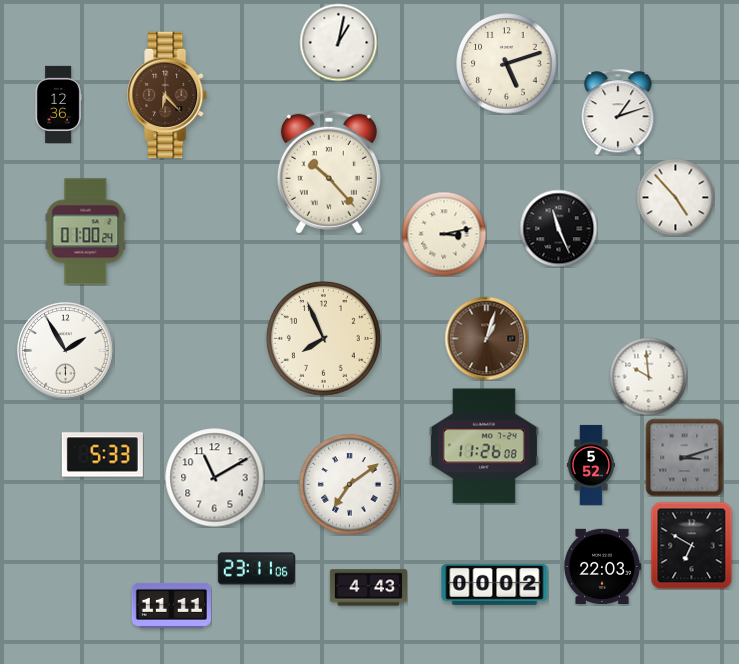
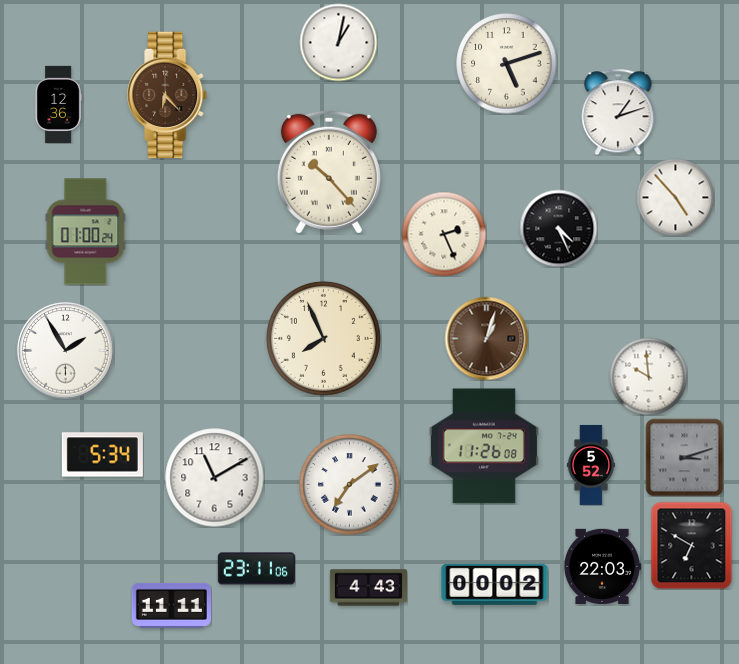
clock at (558, 228): 11:26 -> 4:26
clock at (444, 234): 3:13 -> 2:26
clock at (102, 455): 5:33 -> 5:34
